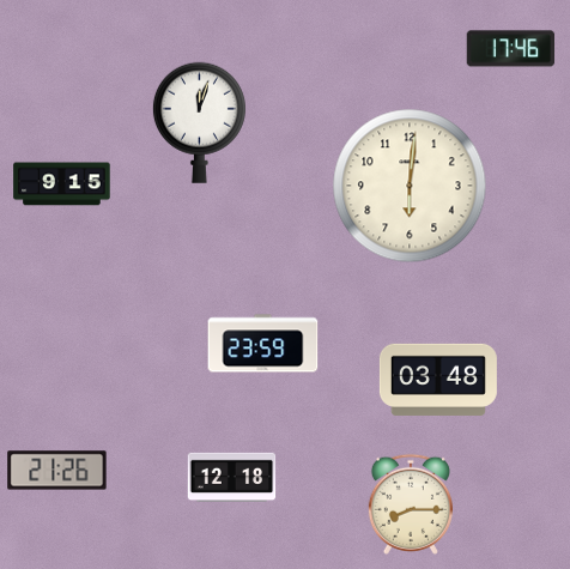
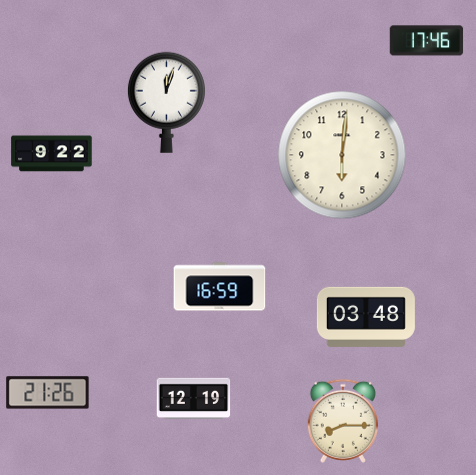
clock at (62, 184): 9:15 -> 9:22
clock at (263, 344): 23:59 -> 16:59
clock at (232, 477): 12:18 -> 12:19
